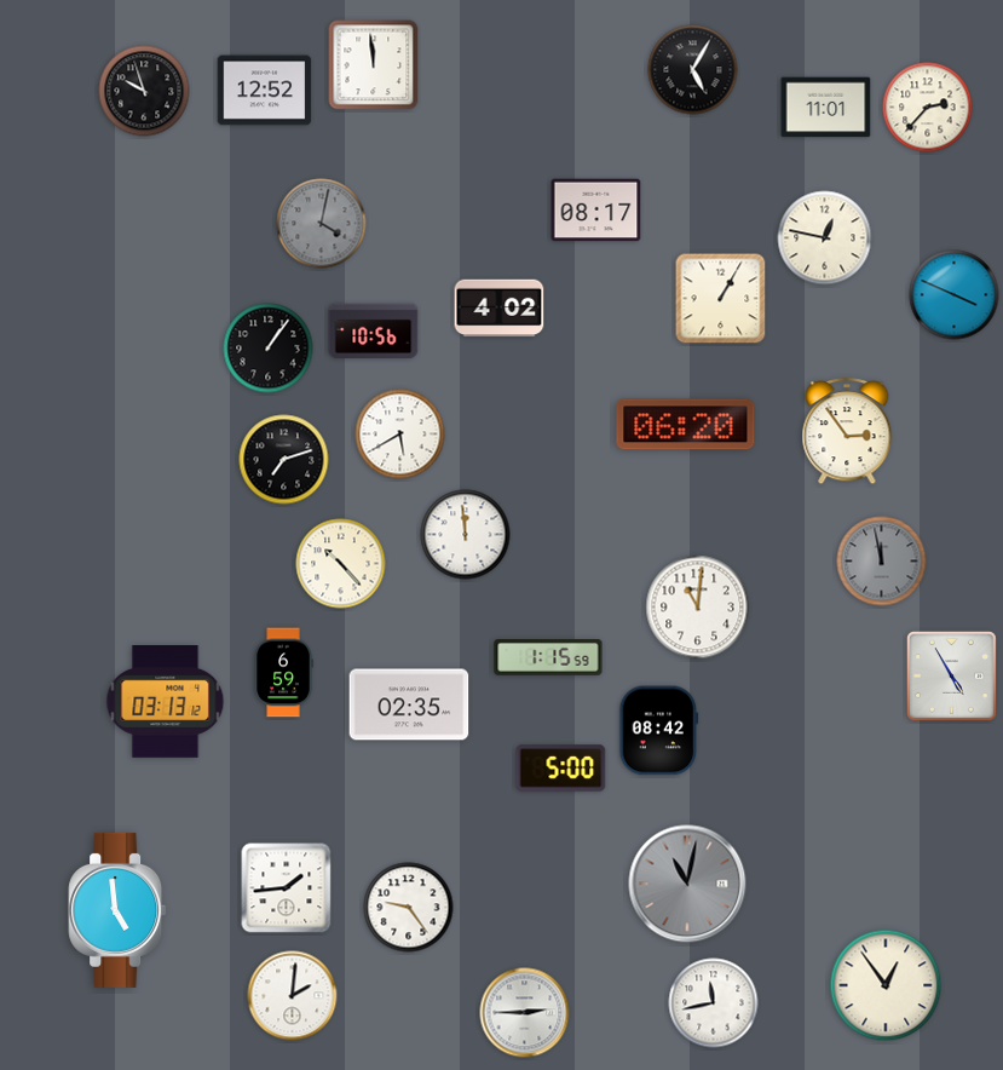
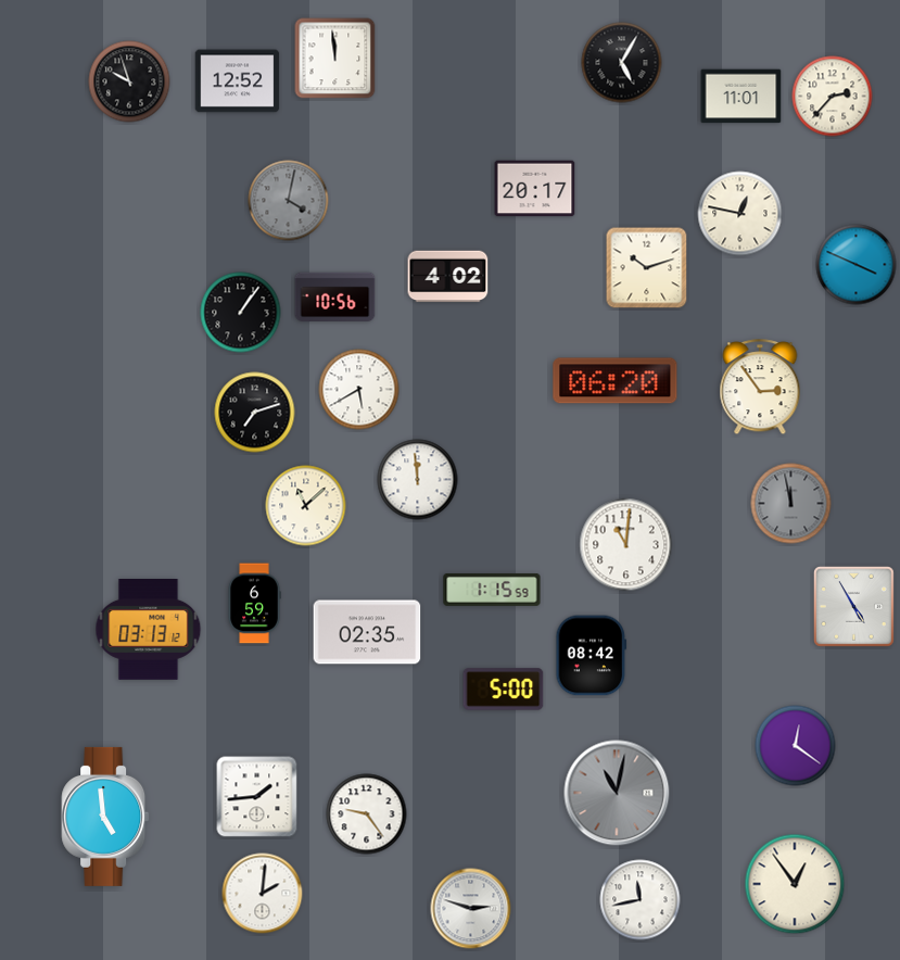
clock at (596, 211): 08:17 -> 20:17
clock at (721, 299): 1:05 -> 10:12
clock at (341, 564): 10:23 -> 11:08
clock at (796, 746): none -> 12:21
clock at (525, 1013): 2:45 -> 2:48
